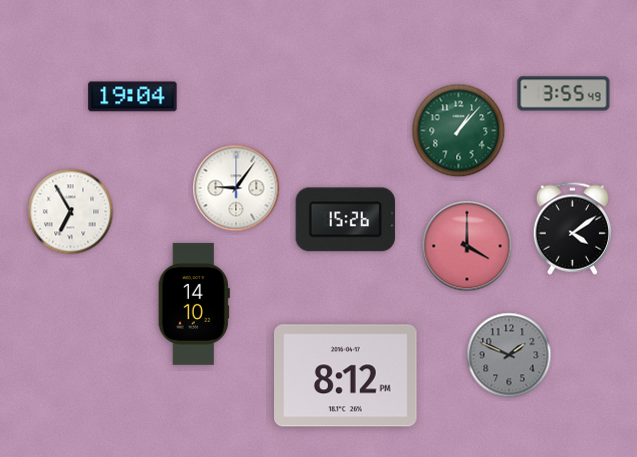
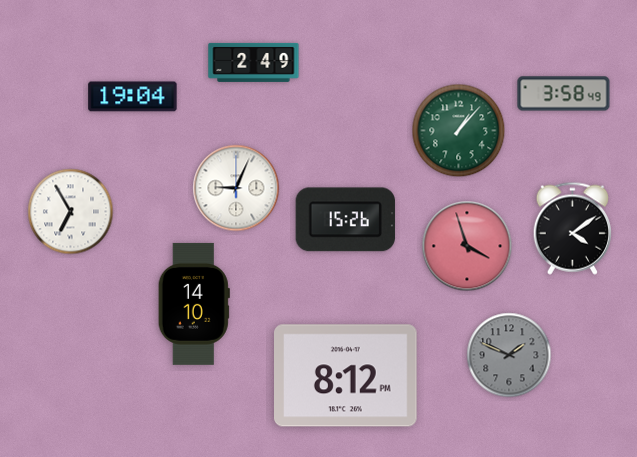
clock at (254, 62): none -> 2:49
clock at (564, 94): 3:55 -> 3:58
clock at (236, 188): 9:06 -> 9:04
clock at (467, 246): 4:00 -> 3:57
